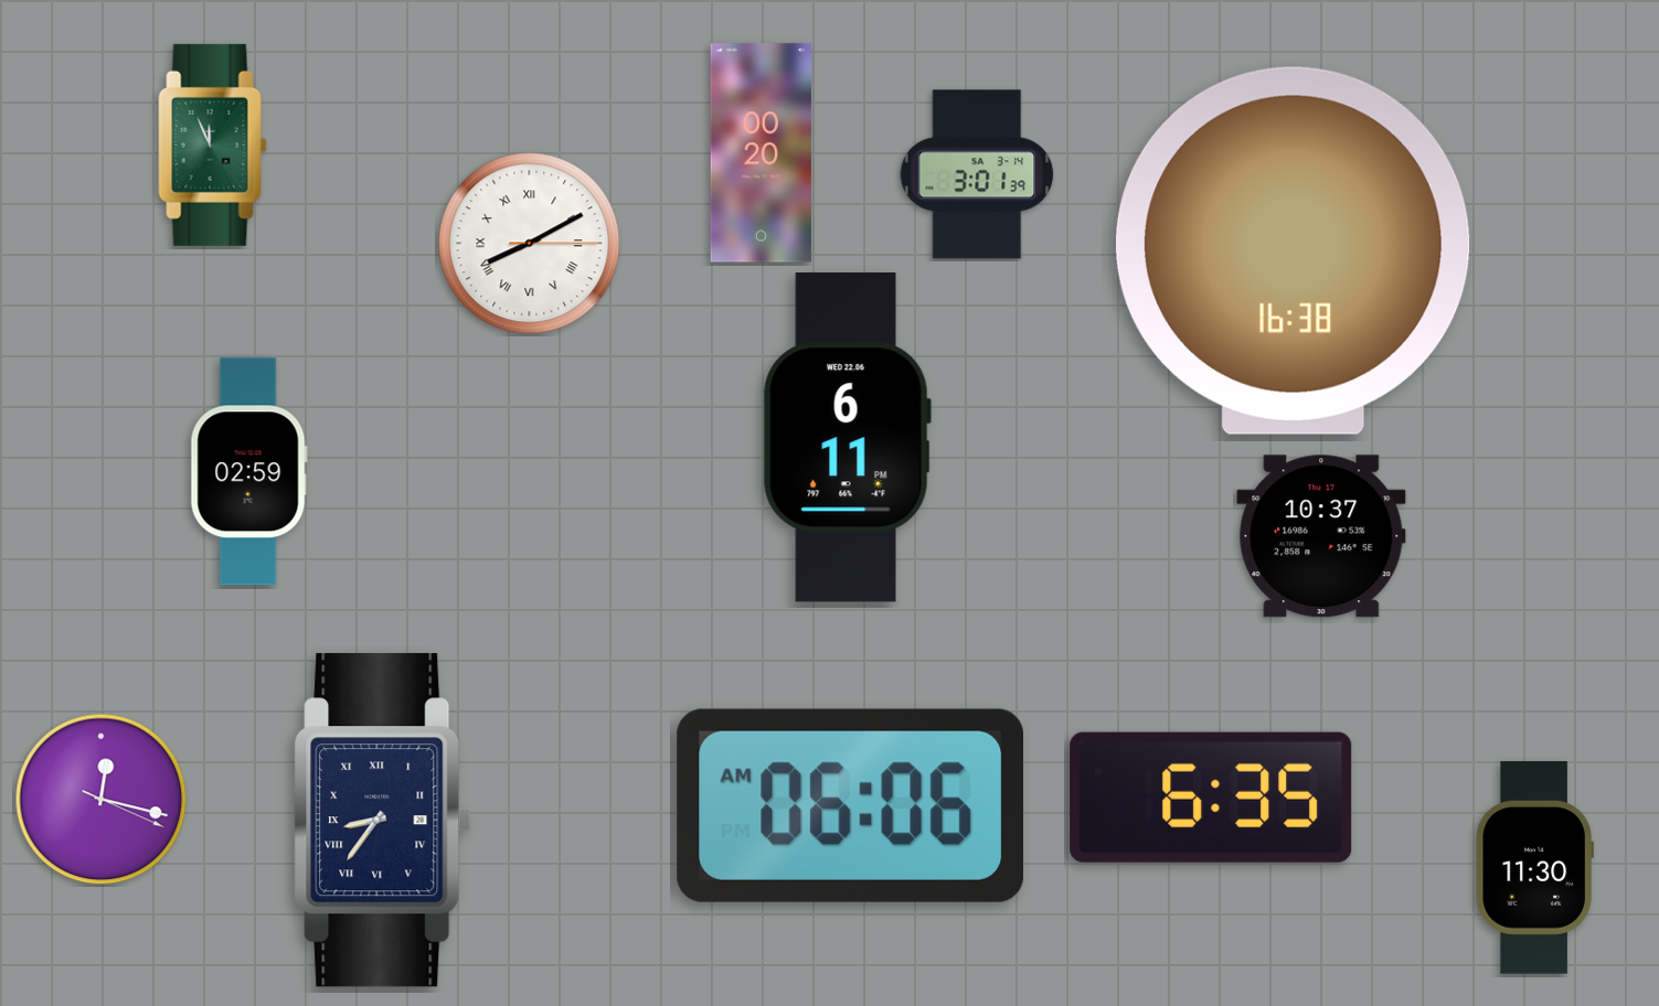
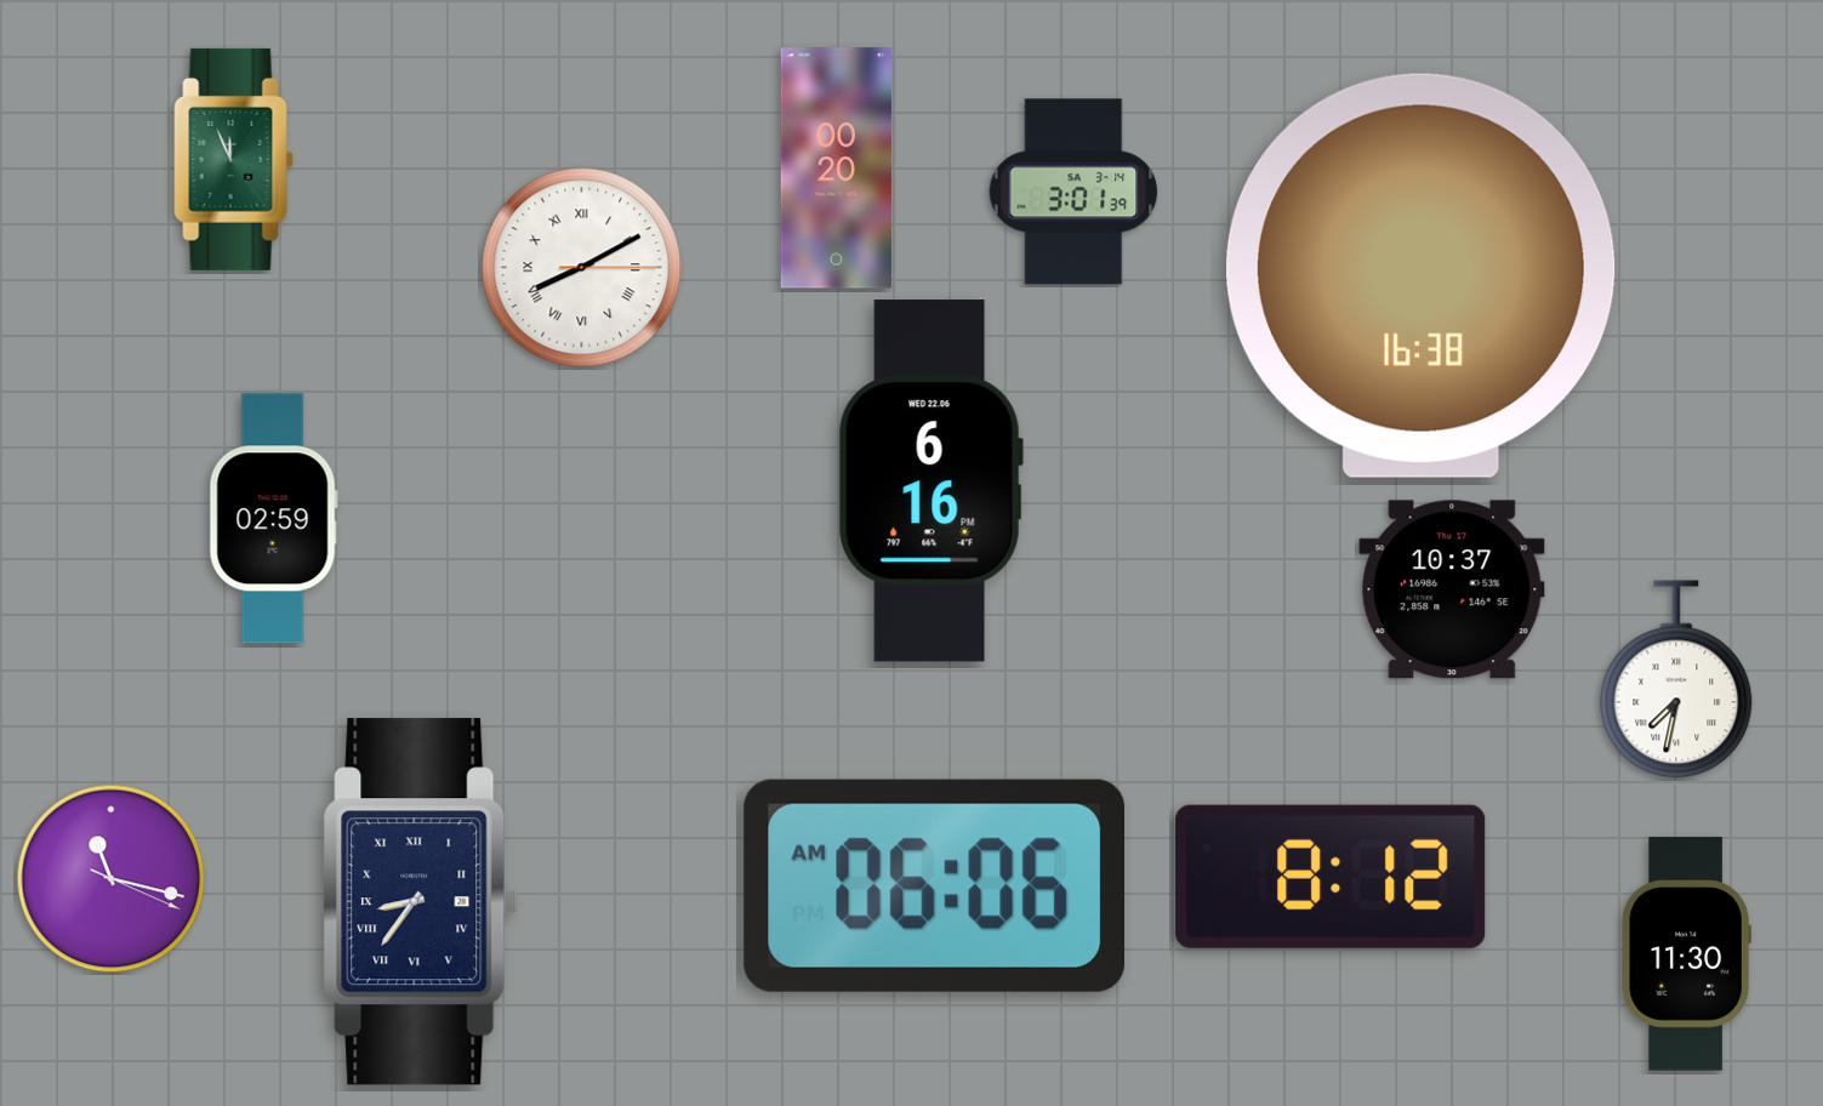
clock at (847, 438): 6:11 -> 6:16
clock at (1676, 679): none -> 7:32
clock at (1211, 798): 6:35 -> 8:12
clock at (102, 800): 12:17 -> 11:17
